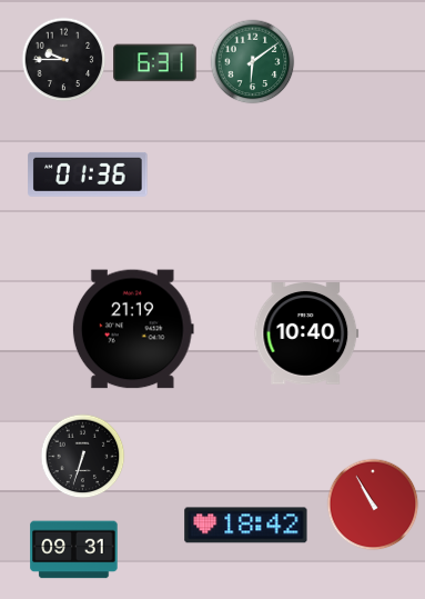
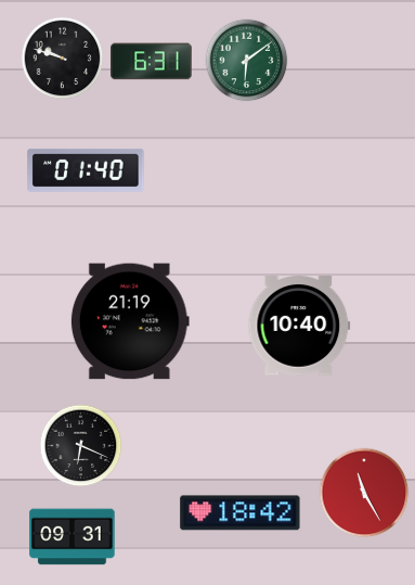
clock at (64, 60): 9:45 -> 9:48
clock at (88, 174): 01:36 -> 01:40
clock at (83, 457): 6:33 -> 6:19
clock at (373, 505): 10:55 -> 11:25
